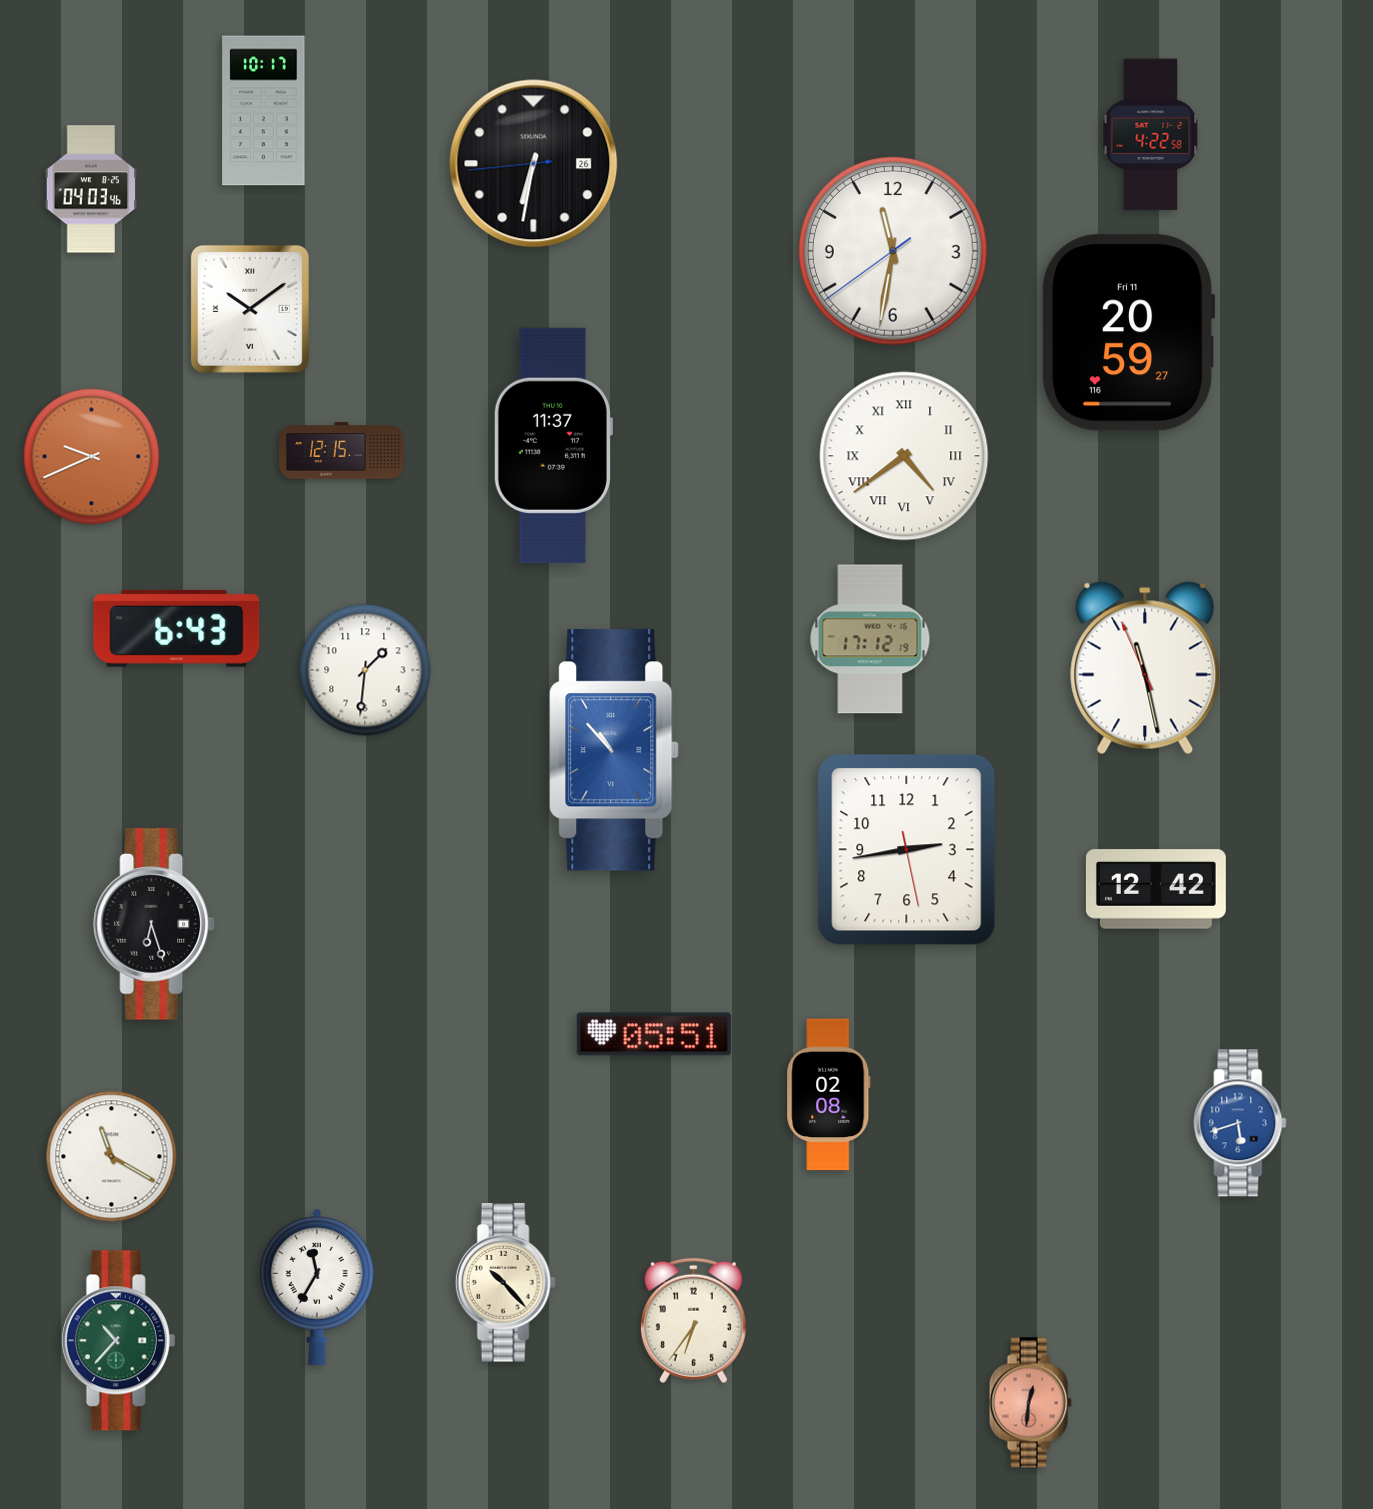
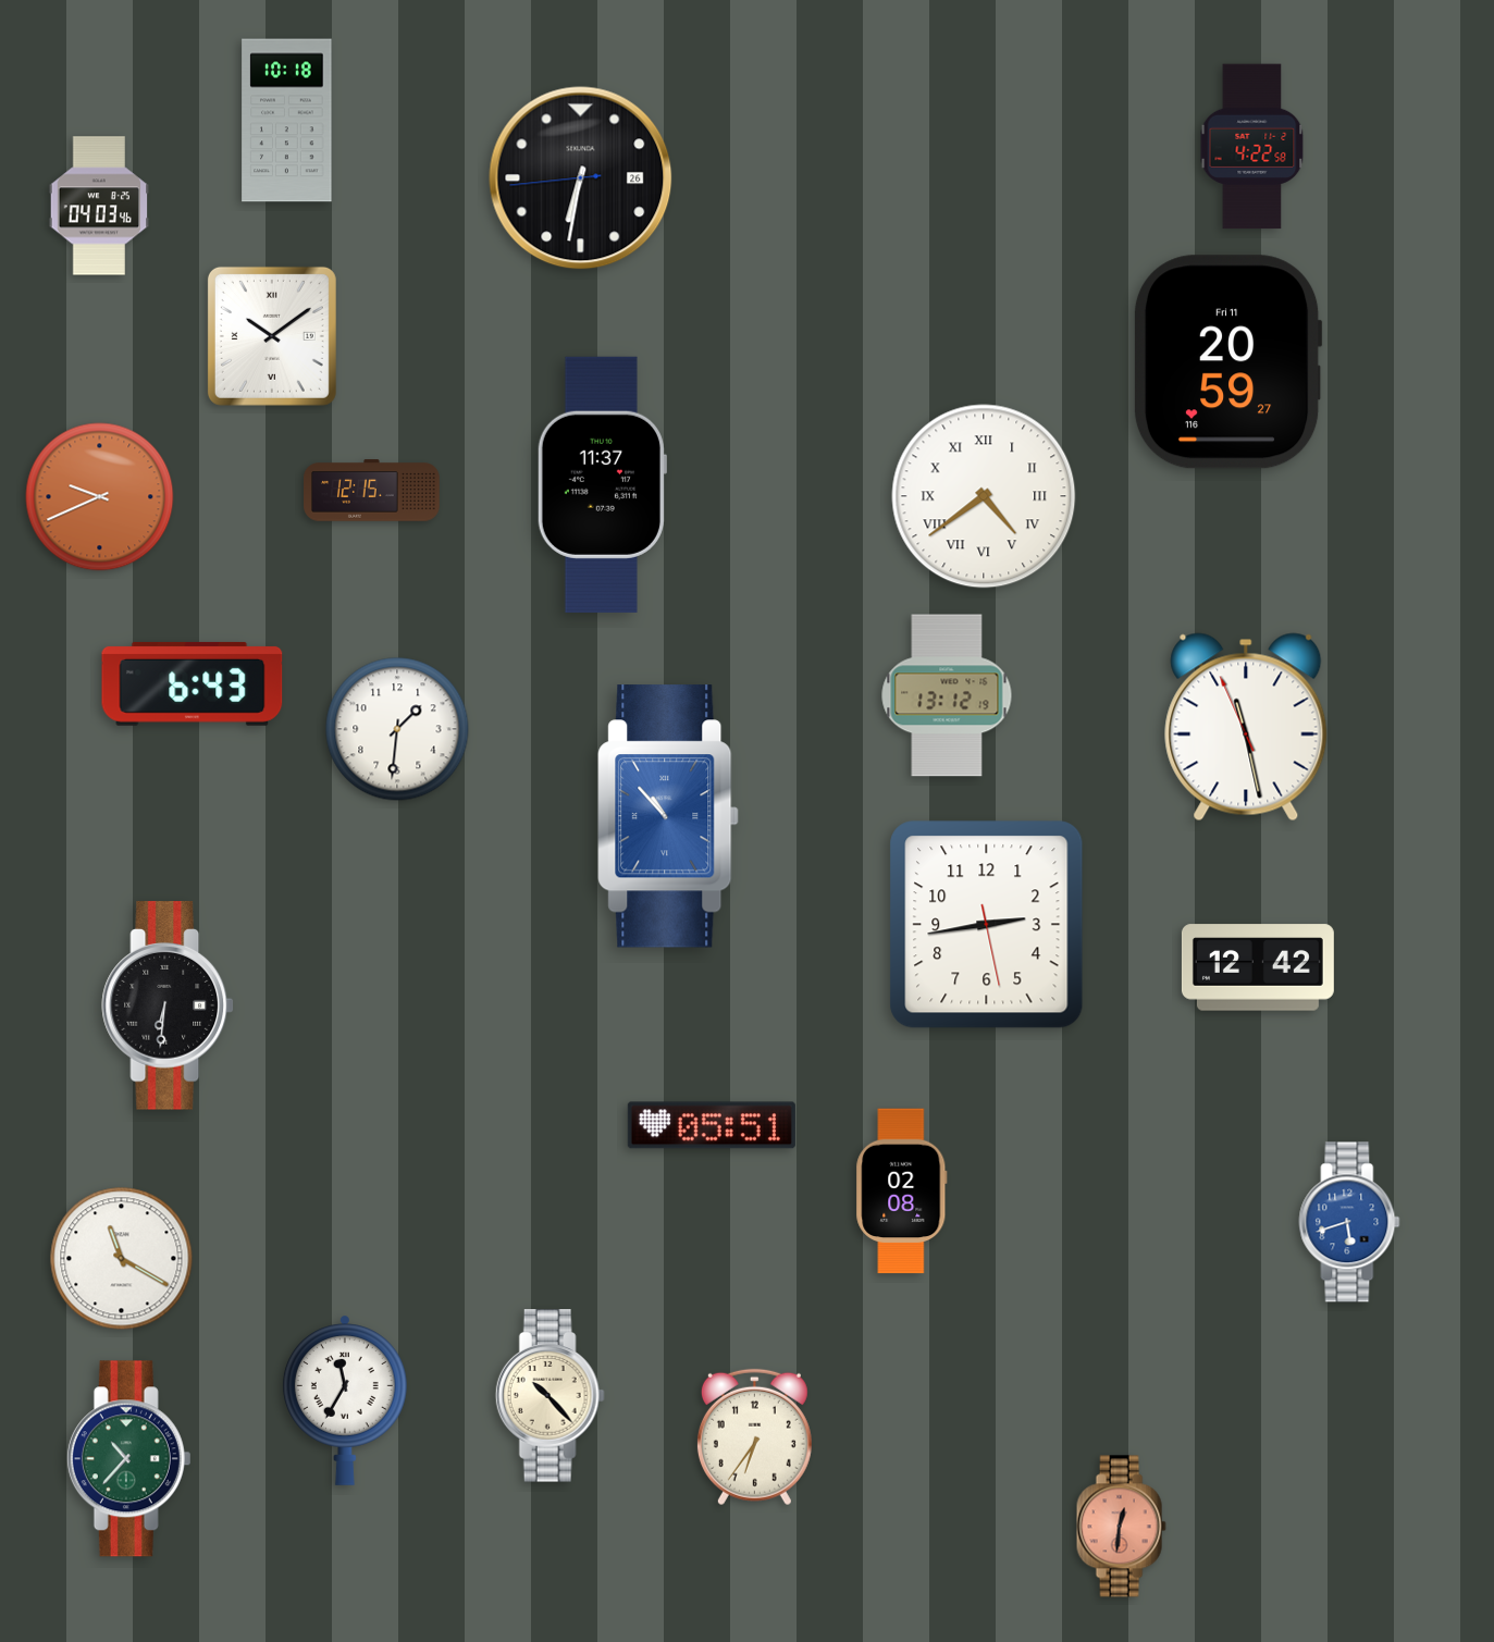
clock at (264, 111): 10:17 -> 10:18
clock at (893, 251): 11:31 -> none
clock at (870, 639): 17:12 -> 13:12
clock at (154, 924): 6:27 -> 6:31
